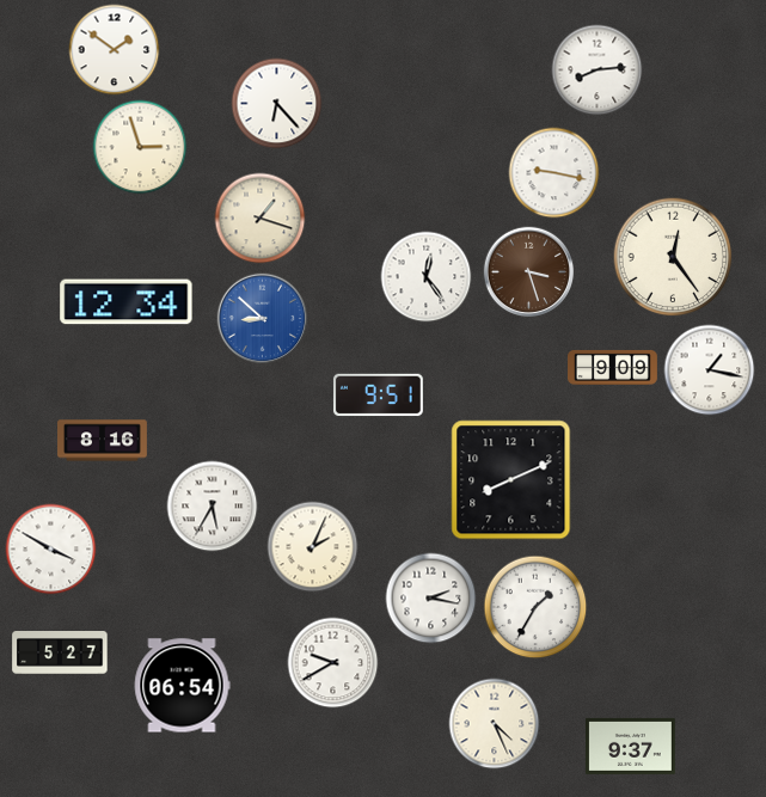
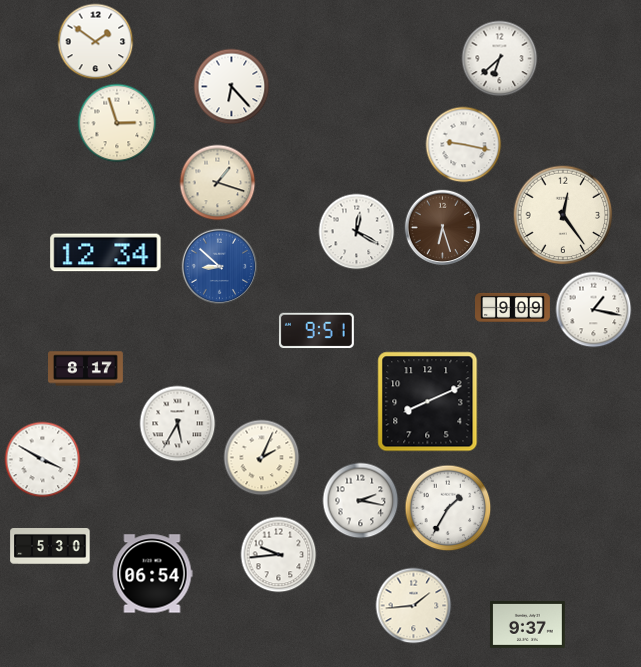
clock at (598, 70): 8:14 -> 6:38
clock at (529, 272): 3:27 -> 6:27
clock at (427, 277): 12:24 -> 12:20
clock at (103, 441): 8:16 -> 8:17
clock at (60, 654): 5:27 -> 5:30
clock at (333, 663): 9:40 -> 9:44
clock at (495, 724): 4:26 -> 1:44
